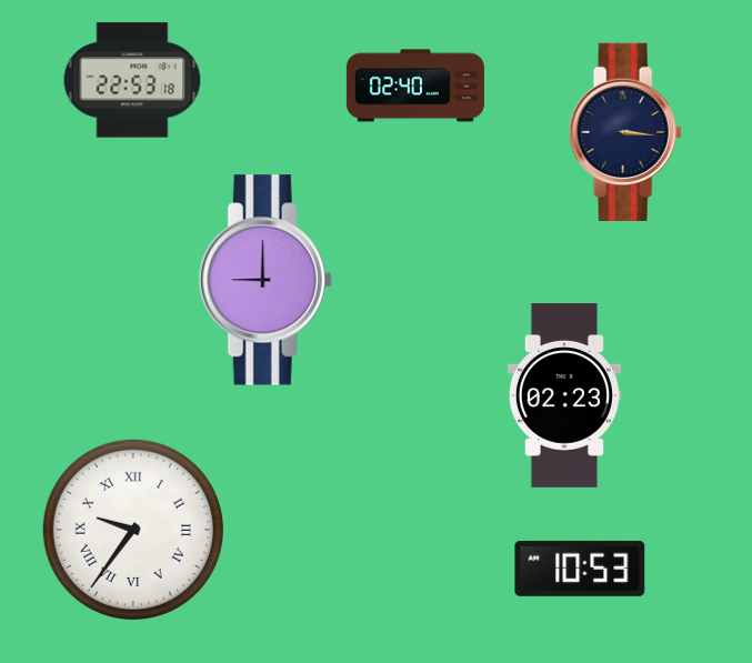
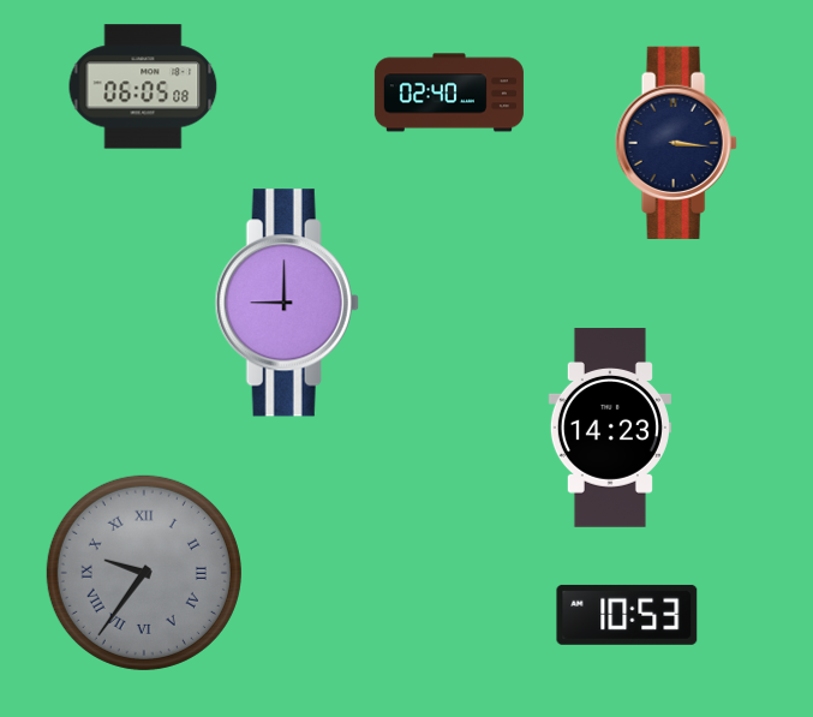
clock at (132, 80): 22:53 -> 06:05
clock at (564, 395): 02:23 -> 14:23
clock at (133, 530) dial: white -> grey
